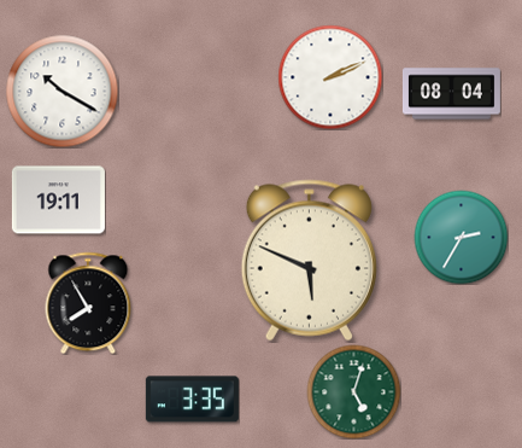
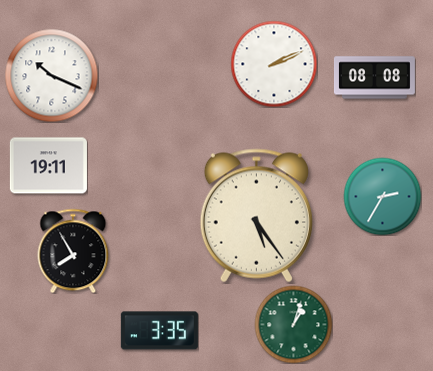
clock at (61, 91): 10:20 -> 10:19
clock at (451, 94): 08:04 -> 08:08
clock at (309, 261): 5:49 -> 5:24
clock at (353, 391): 5:03 -> 1:03
